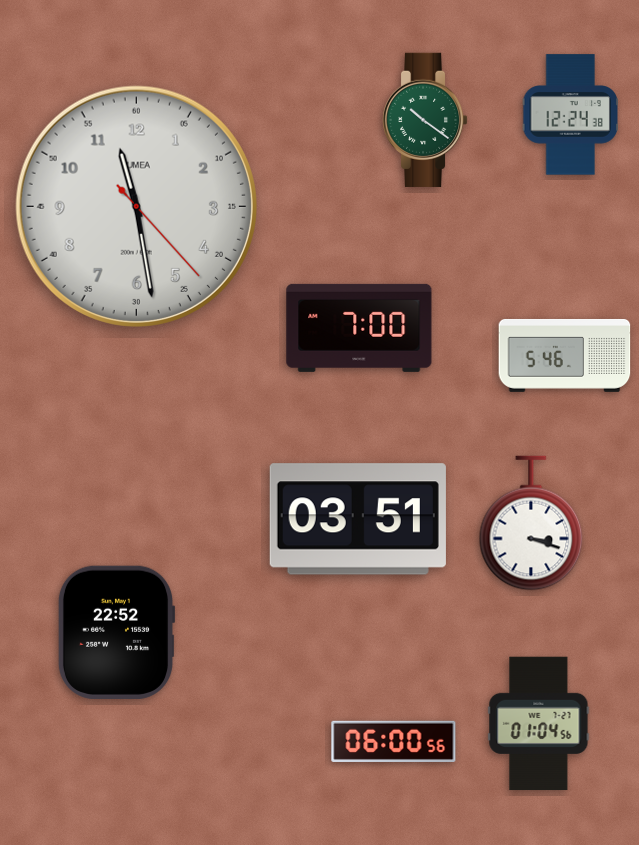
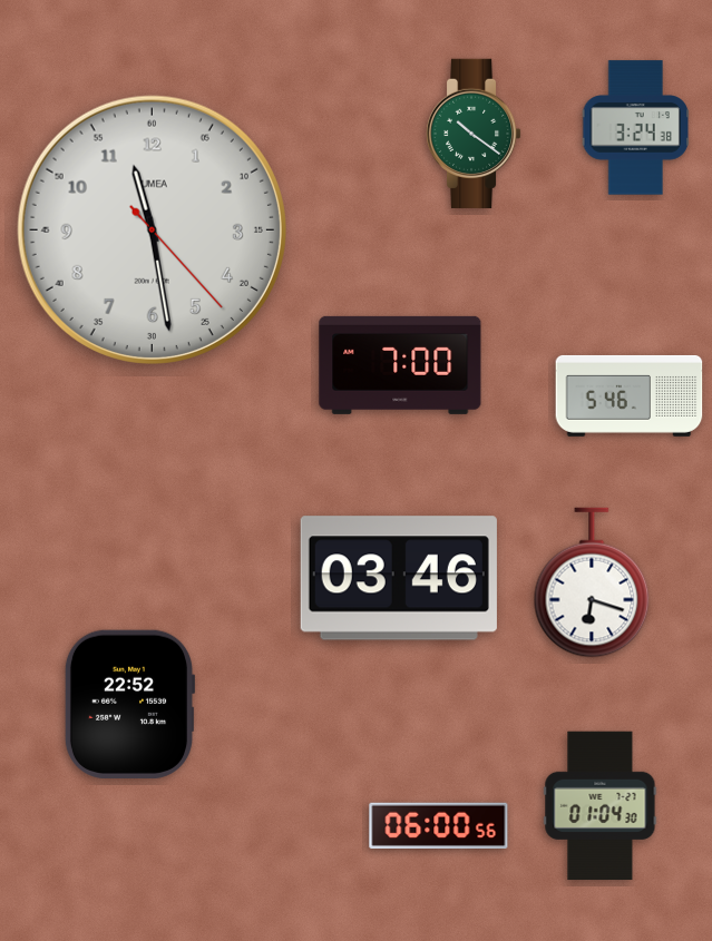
clock at (571, 115): 12:24 -> 3:24
clock at (358, 519): 03:51 -> 03:46
clock at (531, 523): 3:18 -> 6:18
clock at (539, 724): 01:04:56 -> 01:04:30
